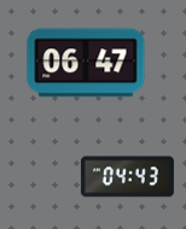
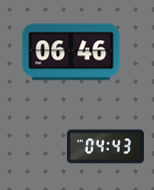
clock at (86, 63): 06:47 -> 06:46
